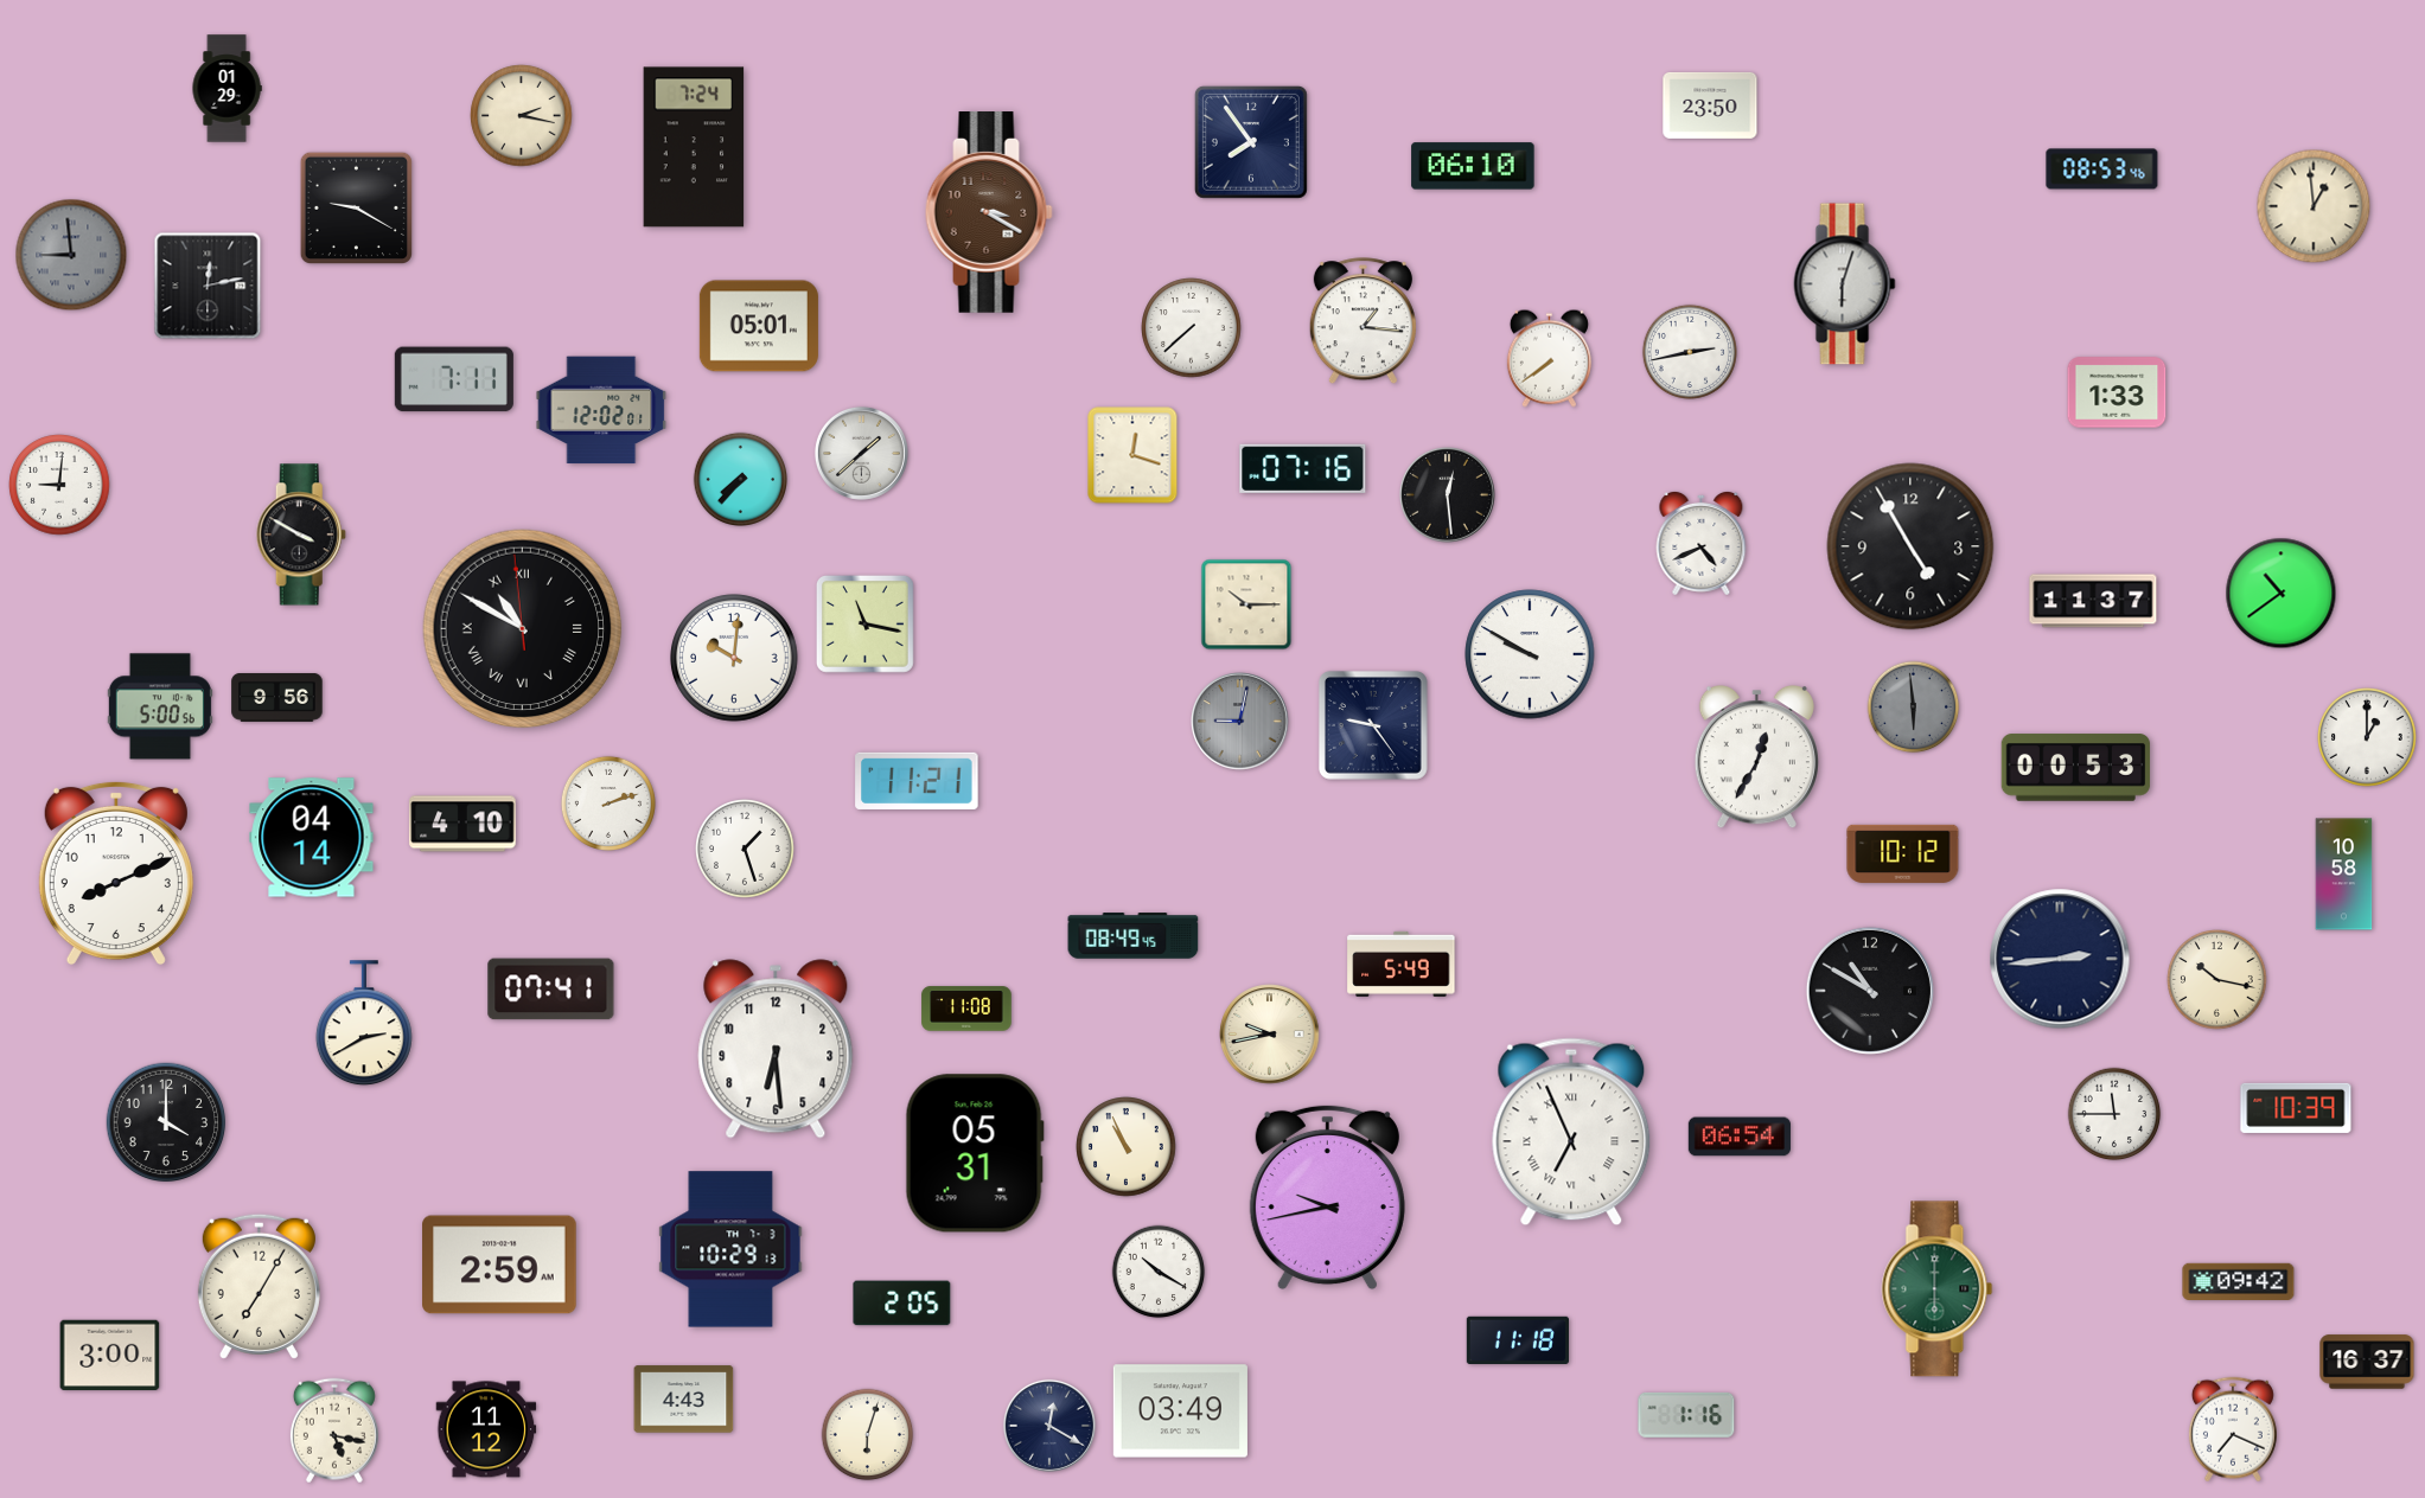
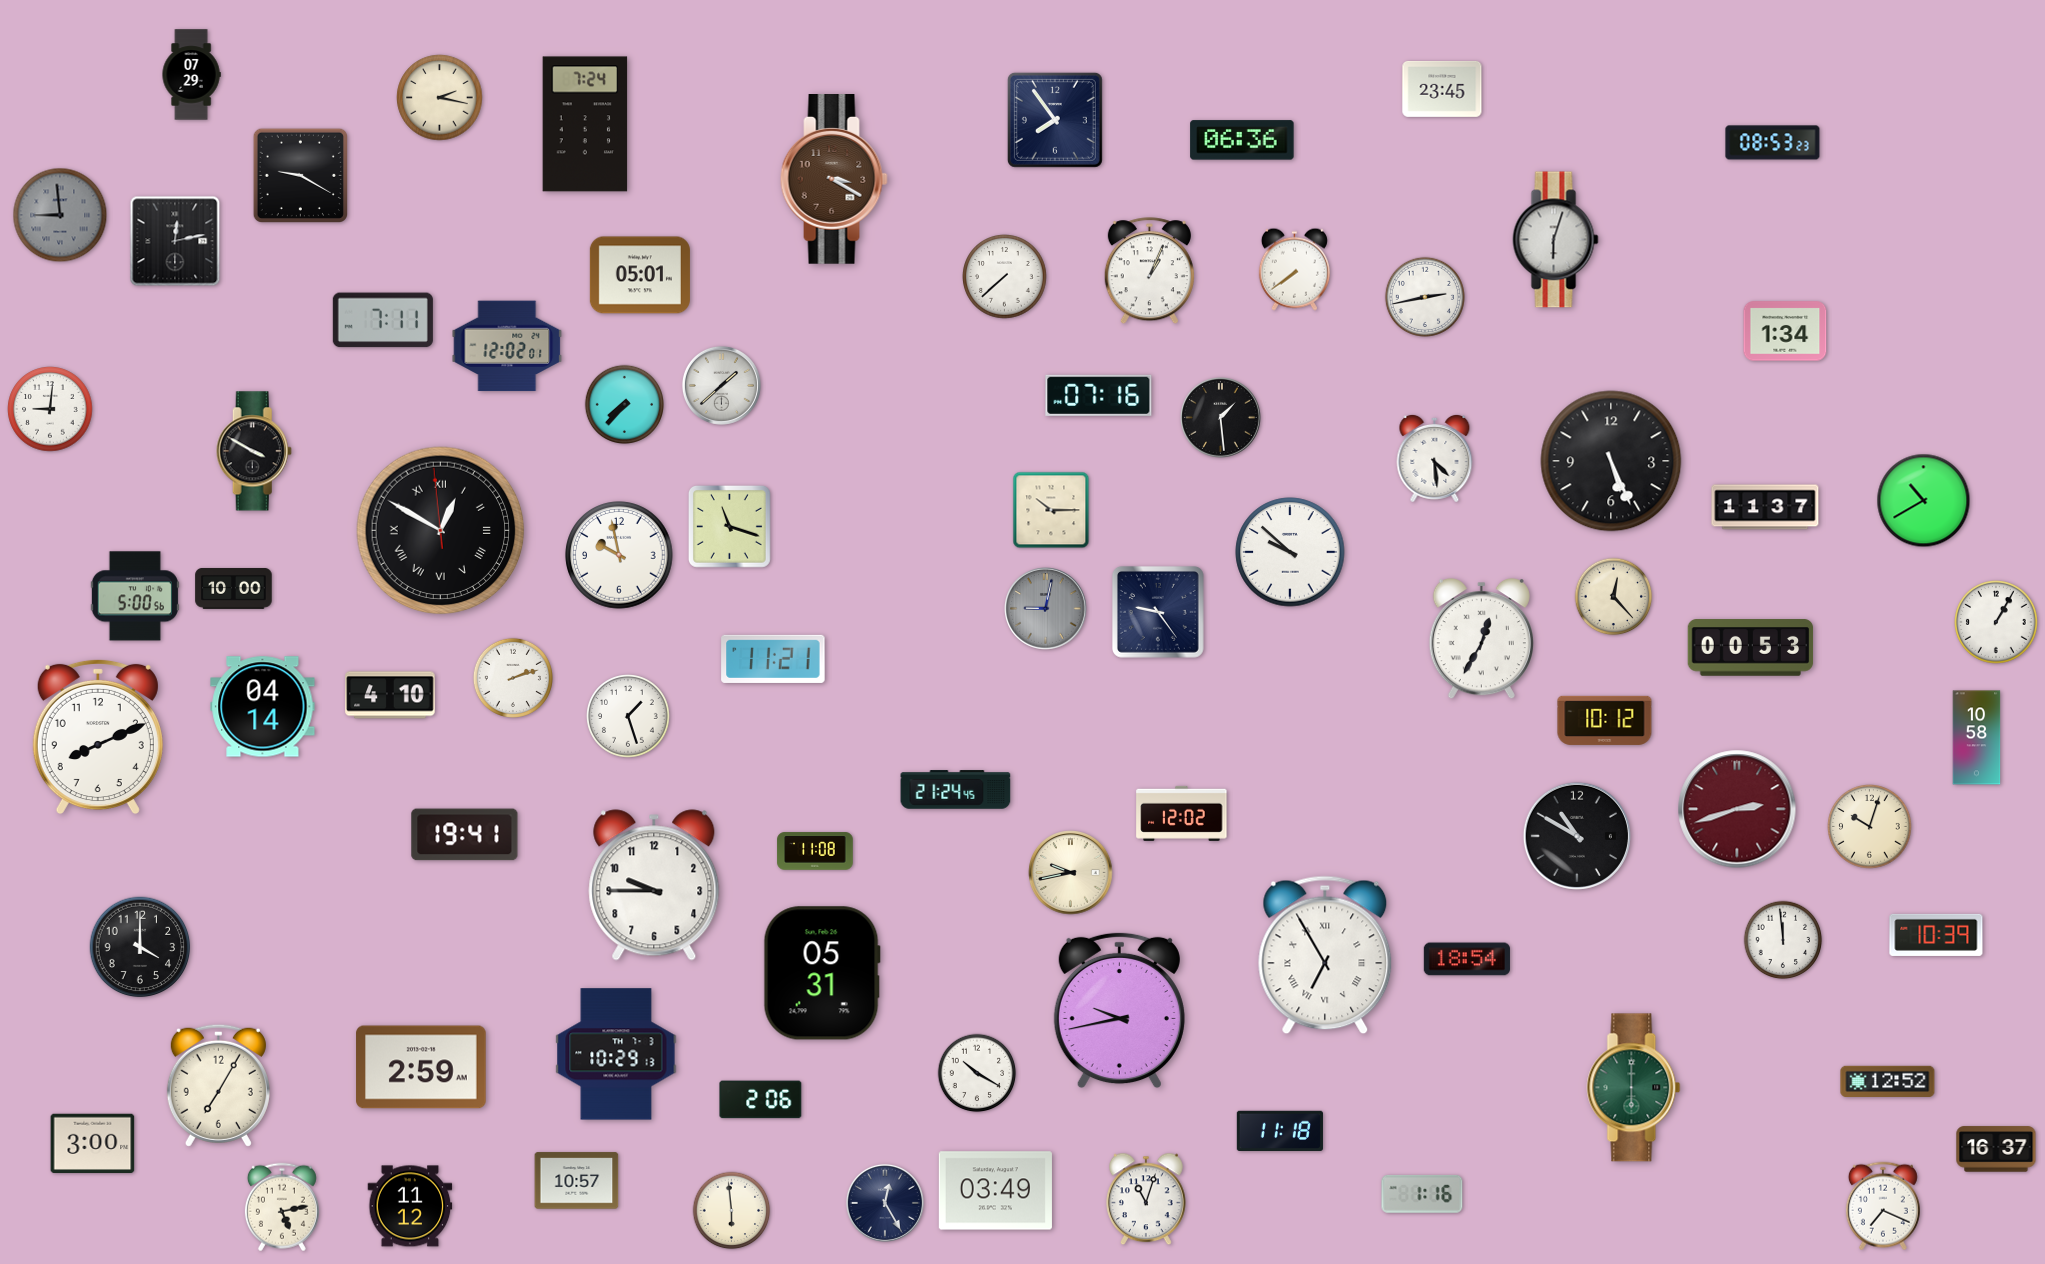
clock at (226, 89): 01:29 -> 07:29
clock at (1710, 105): 23:50 -> 23:45
clock at (1473, 166): 06:10 -> 06:36
clock at (2102, 169): 08:53:46 -> 08:53:23
clock at (2314, 206): 12:59 -> none
clock at (1363, 321): 1:16 -> 1:04
clock at (1549, 358) position: (1549, 358) -> (1294, 269)
clock at (2117, 392): 1:33 -> 1:34
clock at (861, 453) position: (861, 453) -> (721, 385)
clock at (1132, 455): 12:18 -> none
clock at (1448, 495): 12:29 -> 1:29
clock at (1702, 543): 4:41 -> 4:29
clock at (1910, 546): 4:55 -> 5:26
clock at (2282, 594): 10:39 -> 10:40
clock at (864, 623): 11:17 -> 11:18
clock at (523, 629): 10:49 -> 12:49
clock at (1530, 654): 9:50 -> 9:52
clock at (734, 658): 10:01 -> 9:58
clock at (277, 698): 9:56 -> 10:00
clock at (1914, 708): 5:59 -> 12:23
clock at (1914, 708) dial: grey -> cream
clock at (2368, 738): 1:00 -> 1:05
clock at (1134, 936): 08:49 -> 21:24
clock at (2060, 959): 2:44 -> 2:42
clock at (2060, 959) dial: navy -> burgundy
clock at (1402, 964): 5:49 -> 12:02
clock at (2217, 980): 10:17 -> 10:03
clock at (551, 990): 07:41 -> 19:41
clock at (364, 1024): 2:40 -> none
clock at (776, 1049): 6:29 -> 9:45
clock at (2114, 1114): 11:45 -> 11:59
clock at (1571, 1132): 6:56 -> 6:55
clock at (1740, 1137): 06:54 -> 18:54
clock at (1127, 1147): 10:56 -> none
clock at (2239, 1281): 09:42 -> 12:52
clock at (902, 1304): 2:05 -> 2:06
clock at (684, 1400): 4:43 -> 10:57
clock at (1147, 1199): none -> 11:03
clock at (1049, 1426): 12:20 -> 12:25
clock at (334, 1430): 5:17 -> 5:13
clock at (868, 1435): 6:03 -> 5:59
